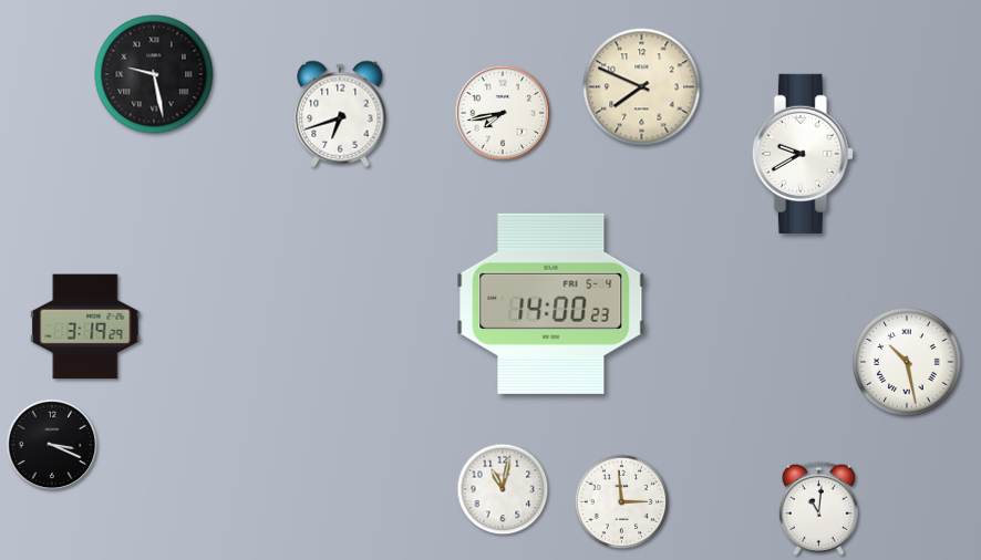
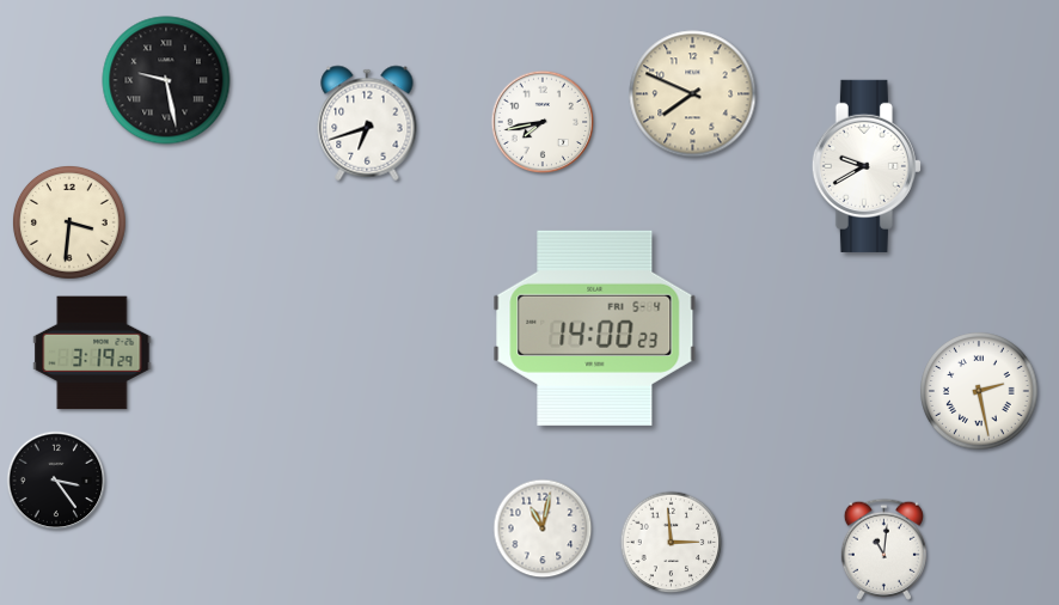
clock at (69, 222): none -> 3:31
clock at (907, 362): 10:28 -> 2:28
clock at (52, 445): 3:19 -> 3:24
